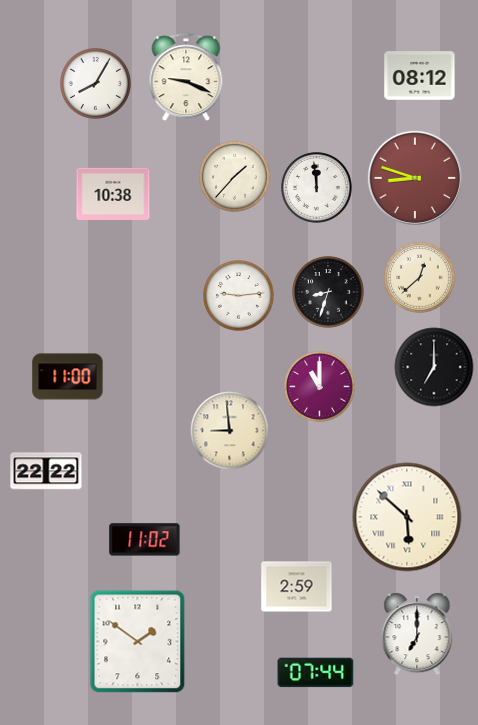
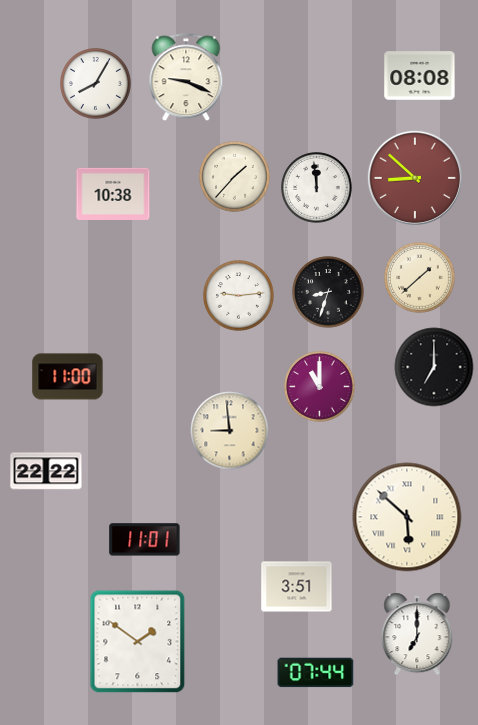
clock at (420, 76): 08:12 -> 08:08
clock at (415, 178): 8:48 -> 8:52
clock at (420, 278): 12:38 -> 1:38
clock at (145, 540): 11:02 -> 11:01
clock at (297, 587): 2:59 -> 3:51
